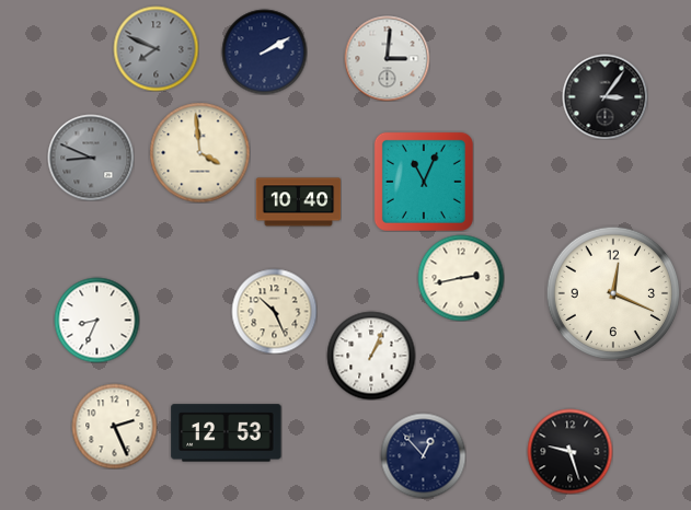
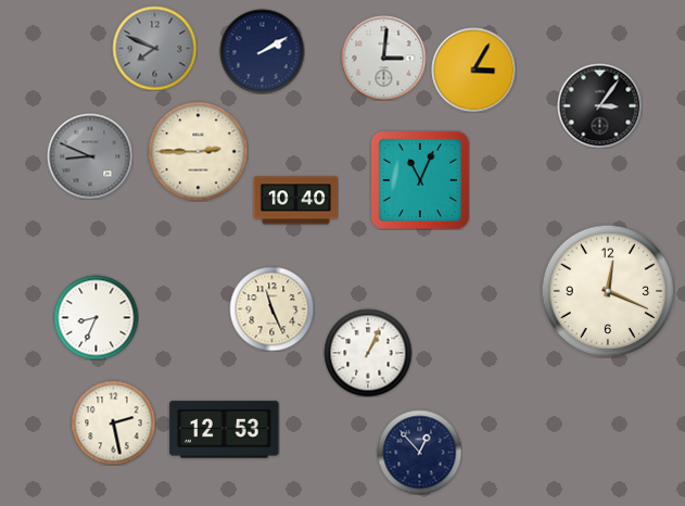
clock at (473, 69): none -> 3:05
clock at (604, 96) position: (604, 96) -> (599, 105)
clock at (199, 152): 3:59 -> 2:45
clock at (461, 278): 2:43 -> none
clock at (274, 311): 10:26 -> 11:26
clock at (114, 426): 2:26 -> 2:28
clock at (569, 451): 9:27 -> none
